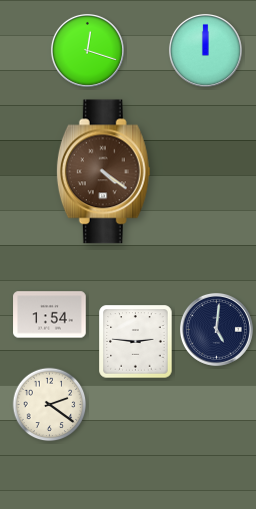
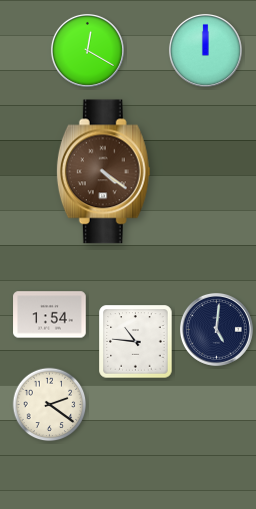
clock at (87, 50): 12:18 -> 12:20
clock at (136, 342): 2:46 -> 10:46
